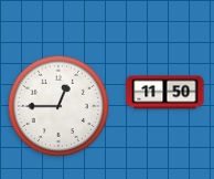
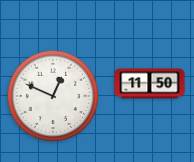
clock at (57, 105): 12:45 -> 12:49
